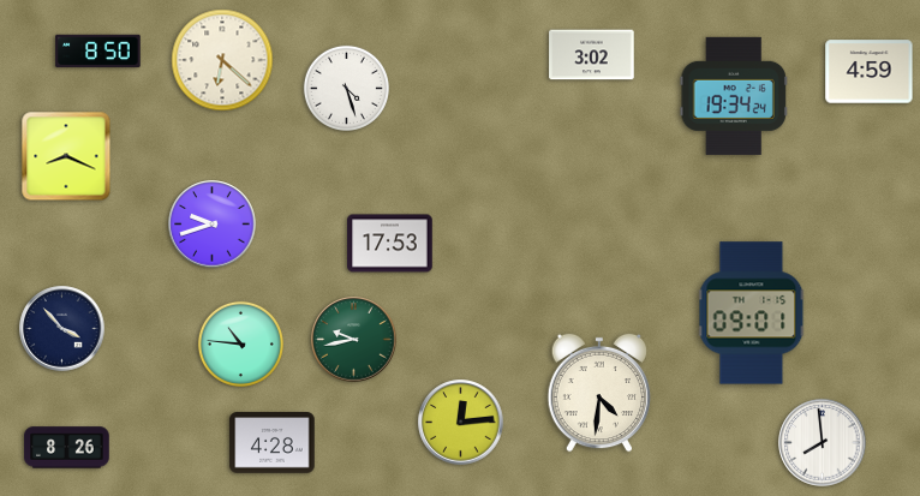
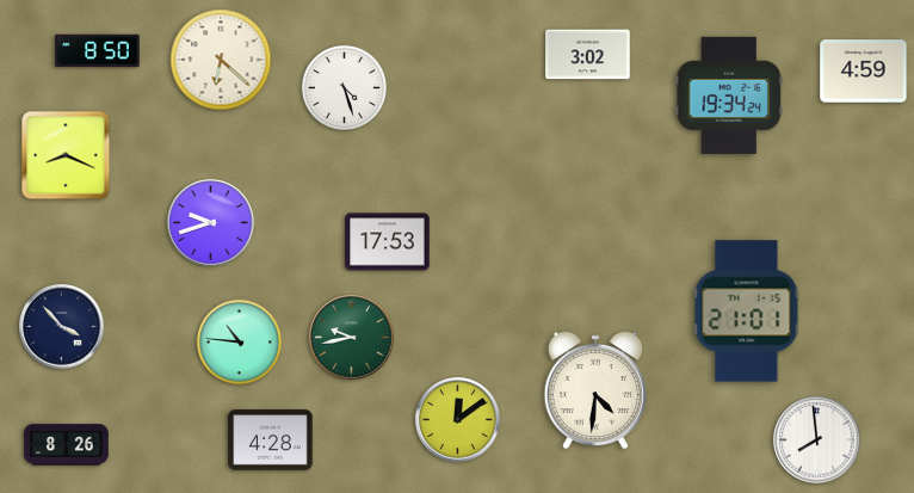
clock at (752, 313): 09:01 -> 21:01
clock at (461, 423): 12:14 -> 12:09
